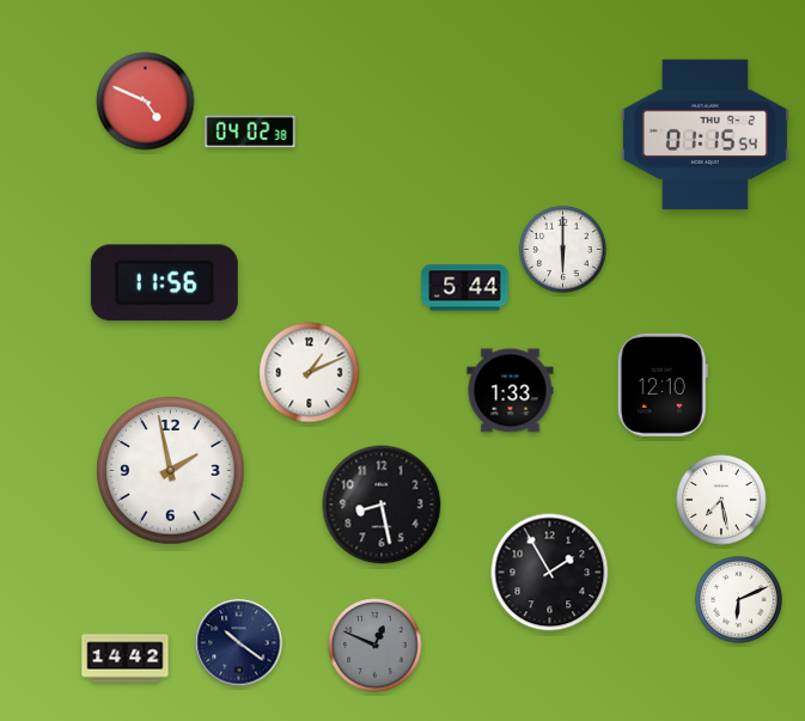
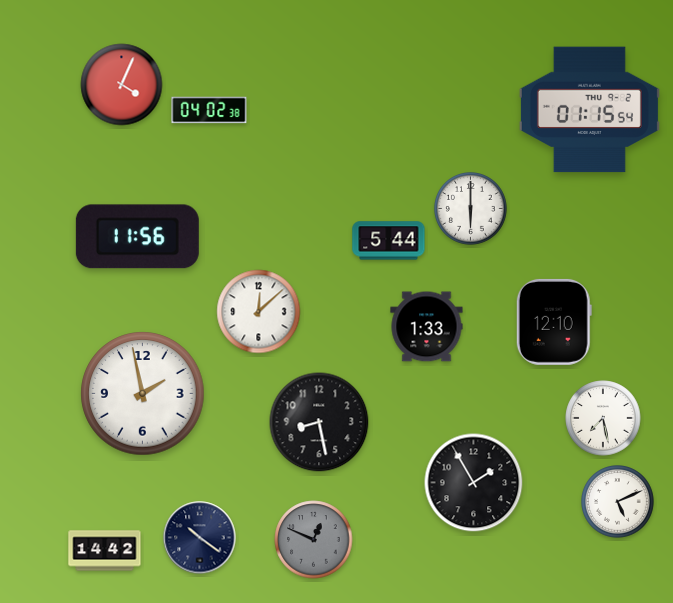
clock at (146, 102): 4:49 -> 4:04
clock at (705, 135) position: (705, 135) -> (589, 110)
clock at (310, 373): 1:11 -> 12:08
clock at (550, 573) position: (550, 573) -> (474, 483)
clock at (739, 600): 6:11 -> 5:11
